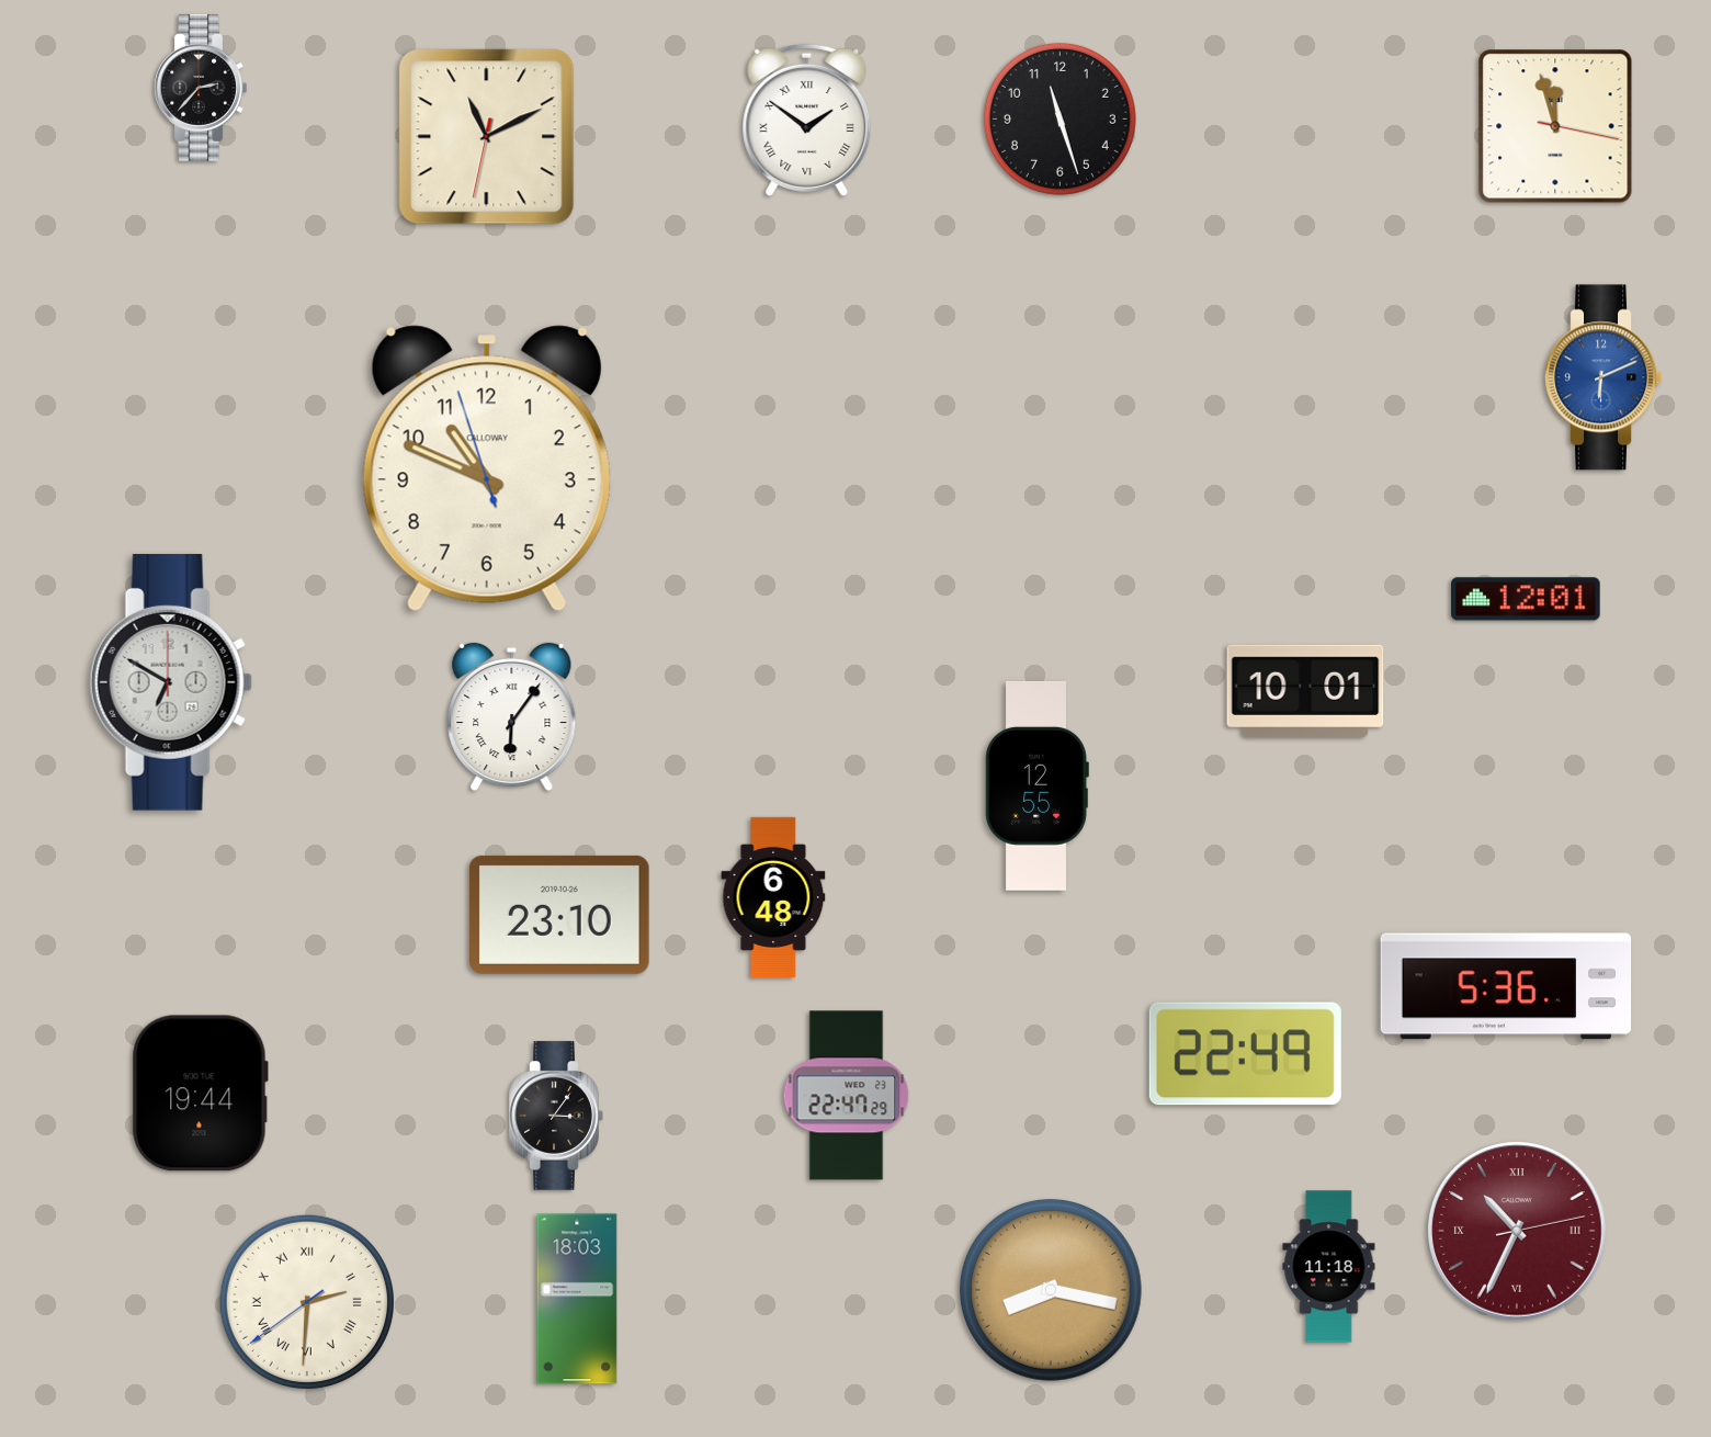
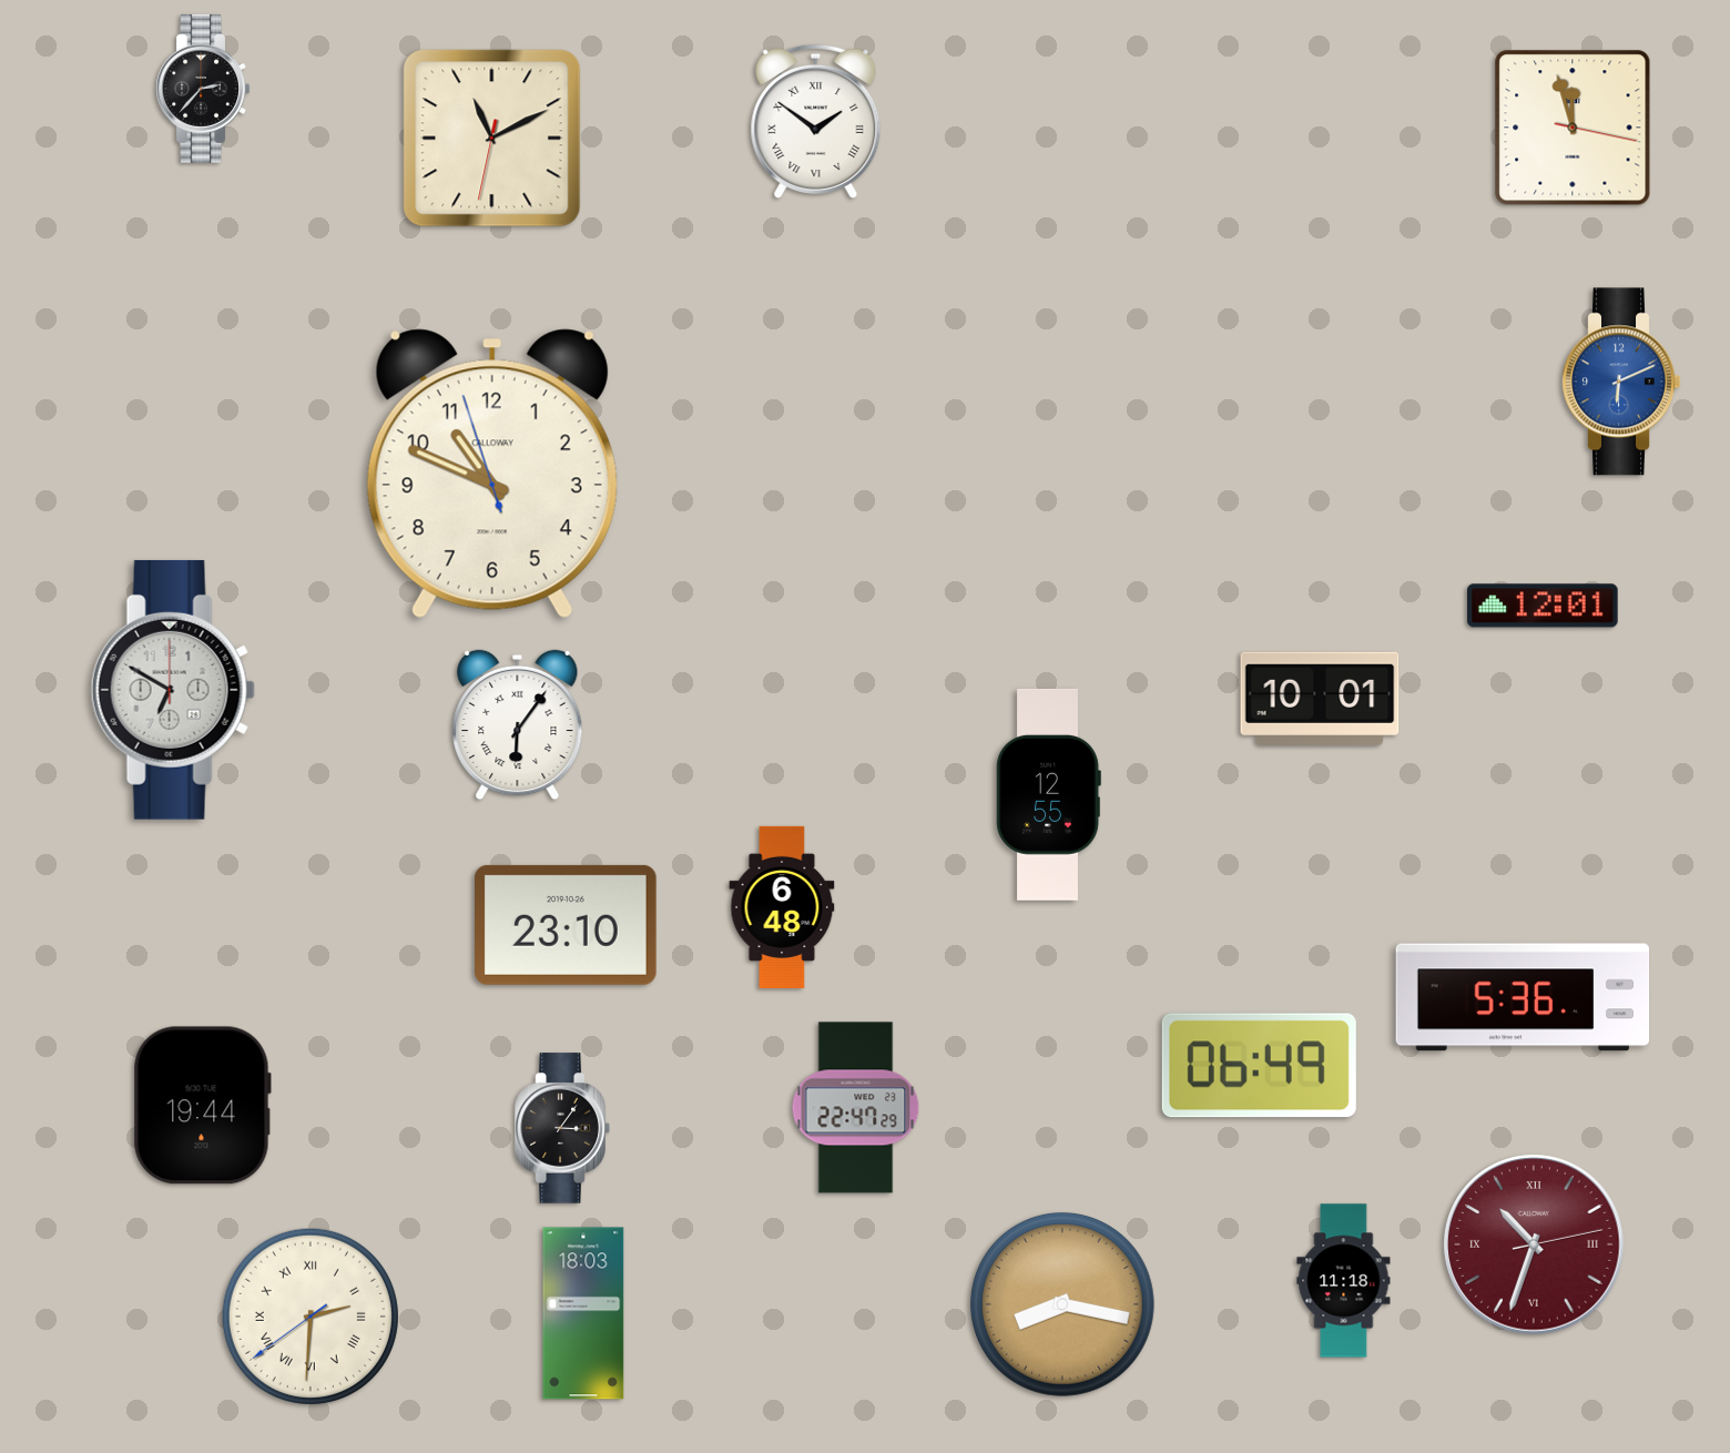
clock at (1060, 118): 11:27 -> none
clock at (1245, 1054): 22:49 -> 06:49
clock at (1518, 1232): 10:34 -> 10:33
